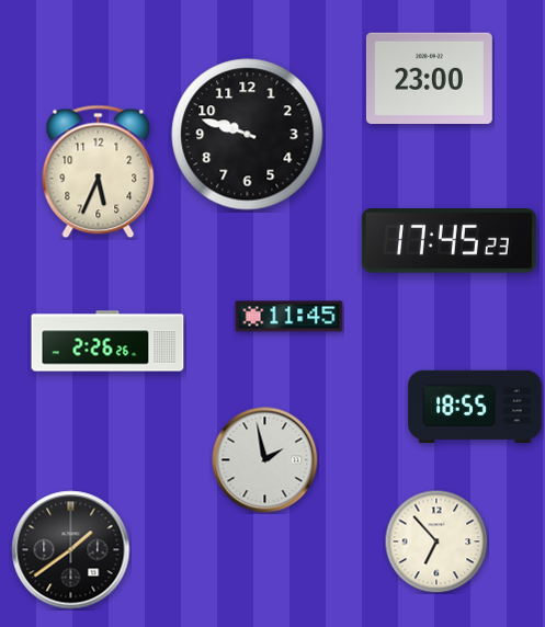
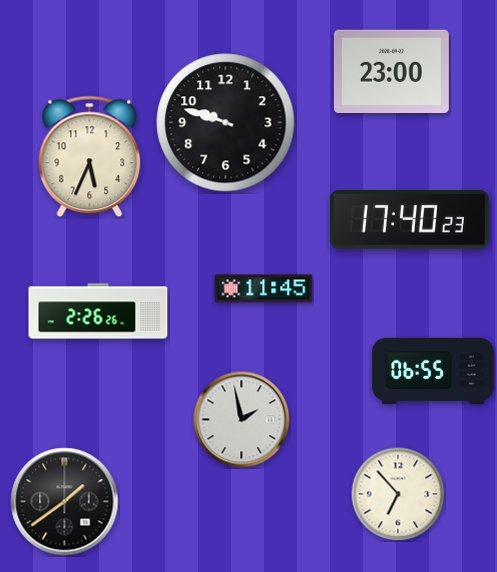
clock at (449, 241): 17:45 -> 17:40
clock at (475, 407): 18:55 -> 06:55
